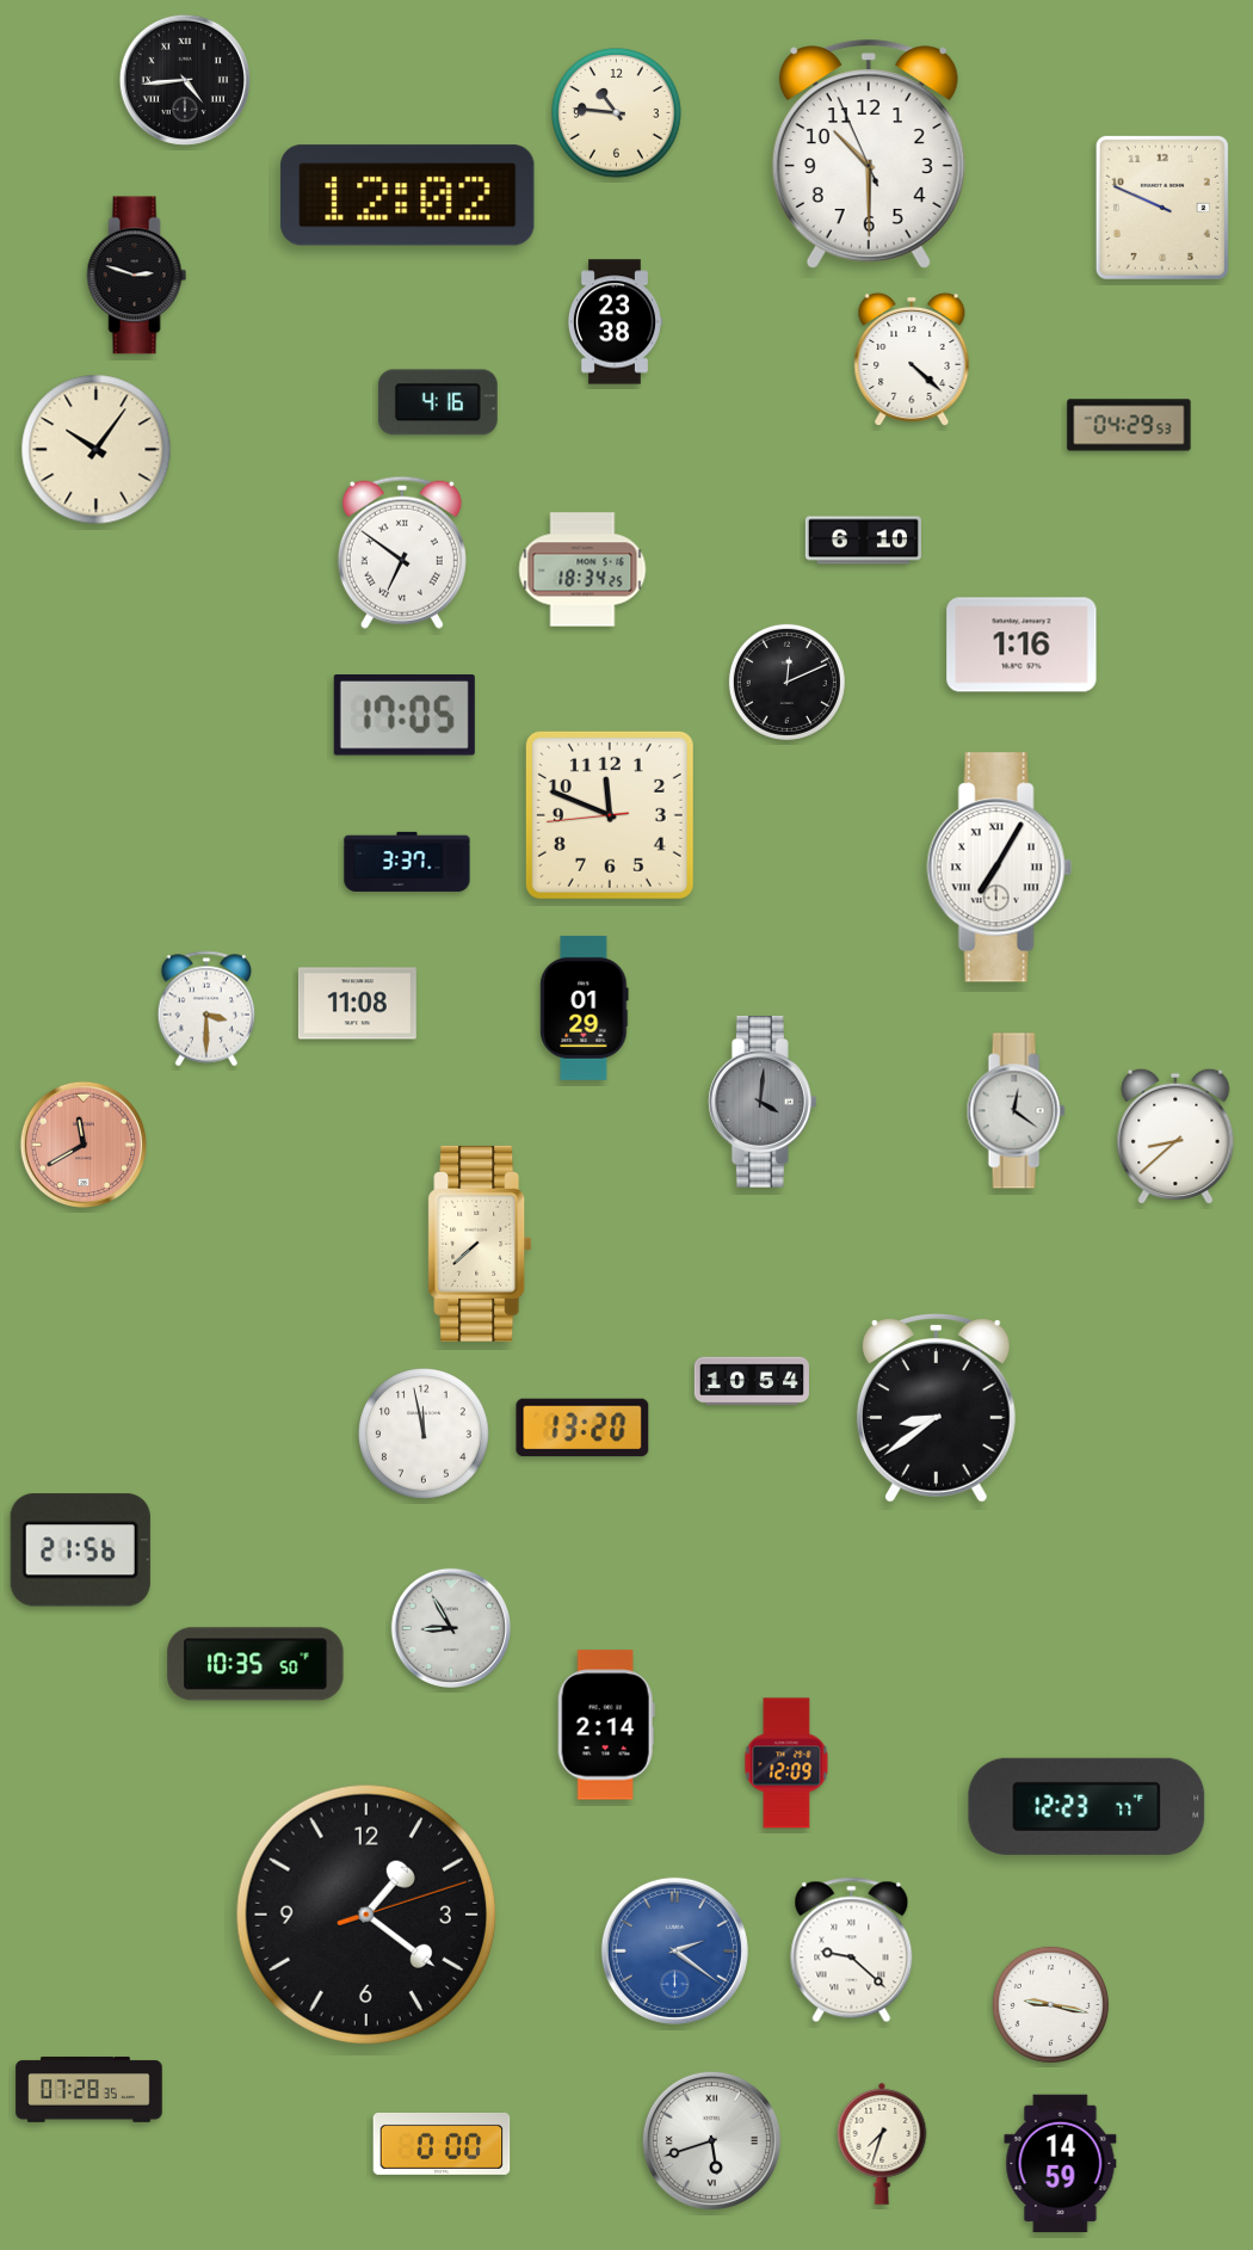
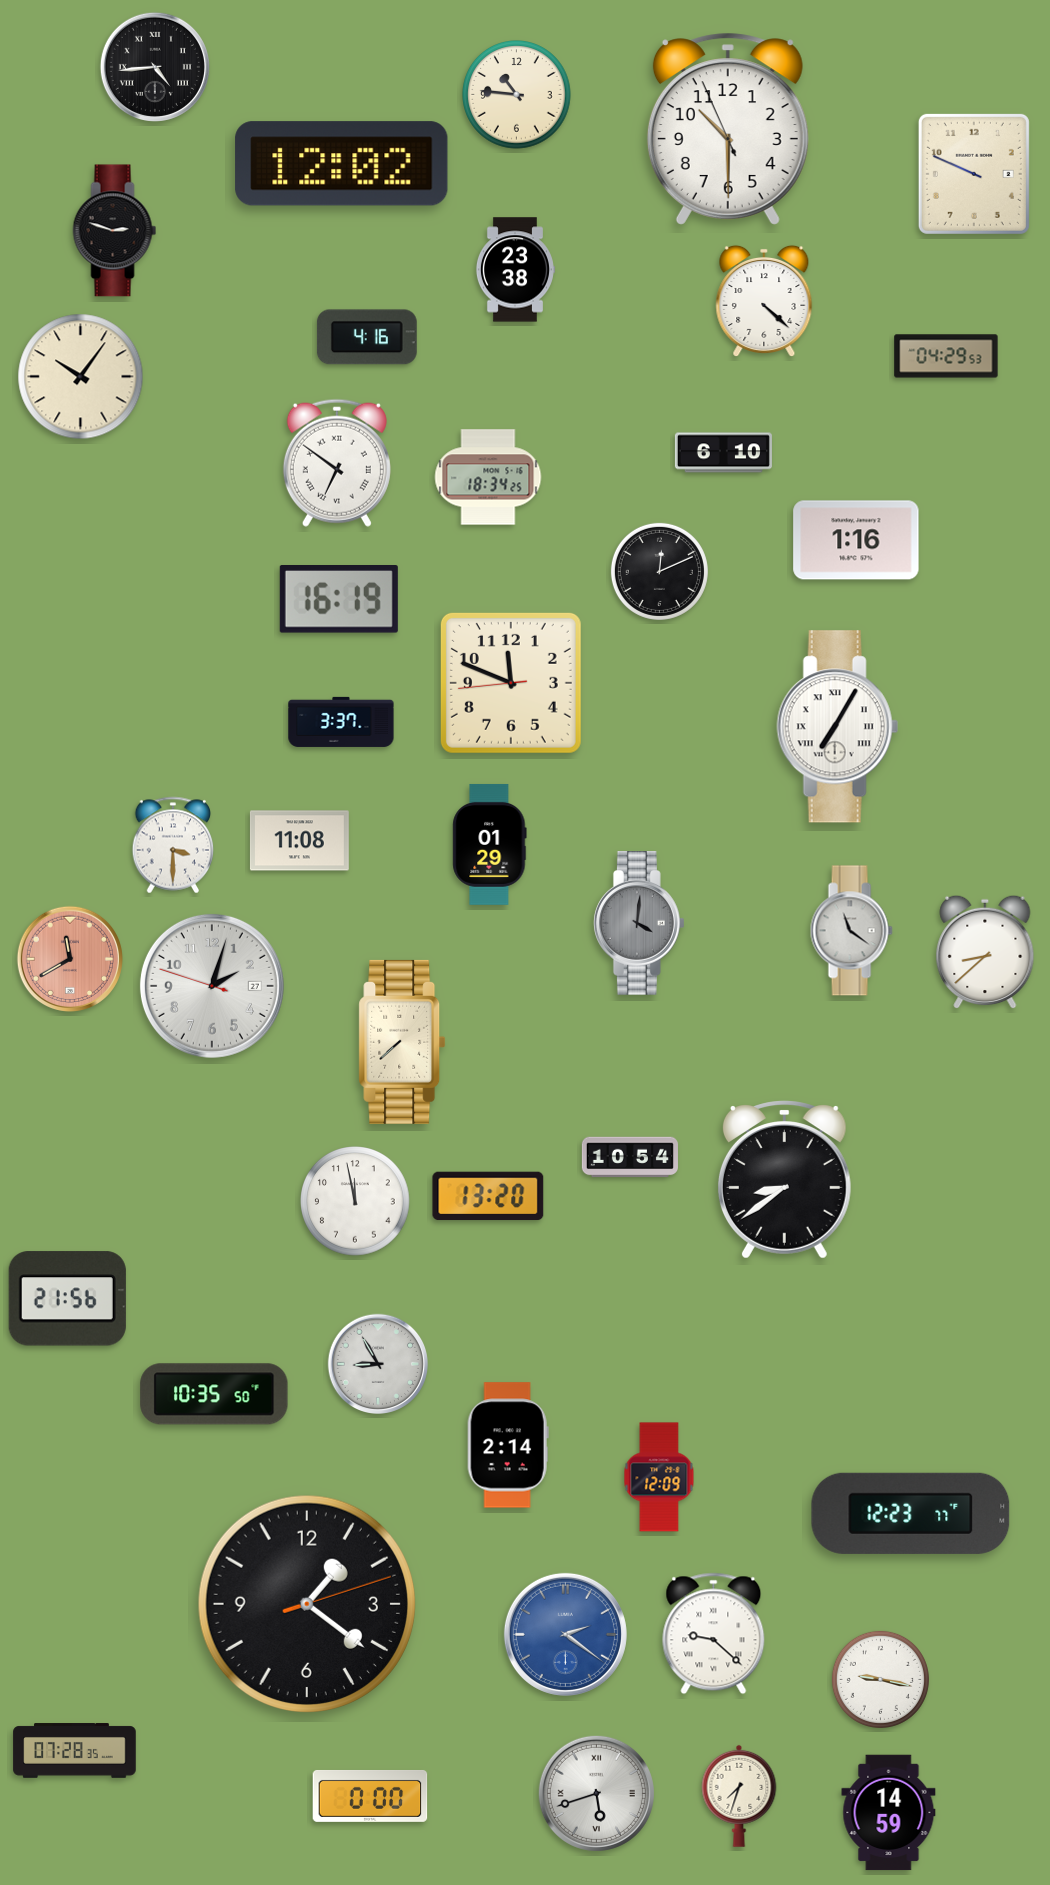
clock at (405, 716): 17:05 -> 16:19
clock at (1016, 1111): 12:21 -> 11:21
clock at (212, 986): none -> 2:02
